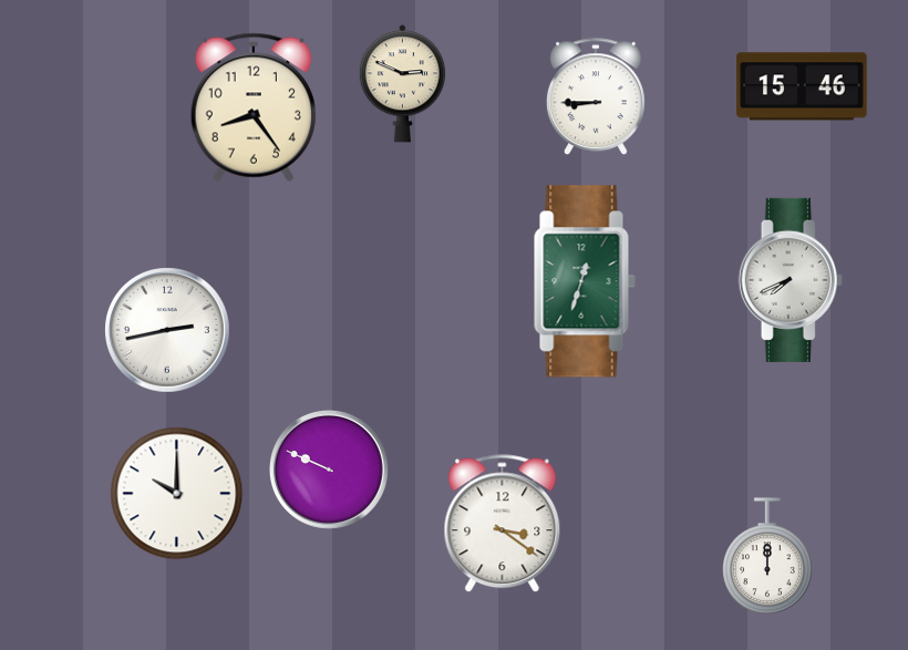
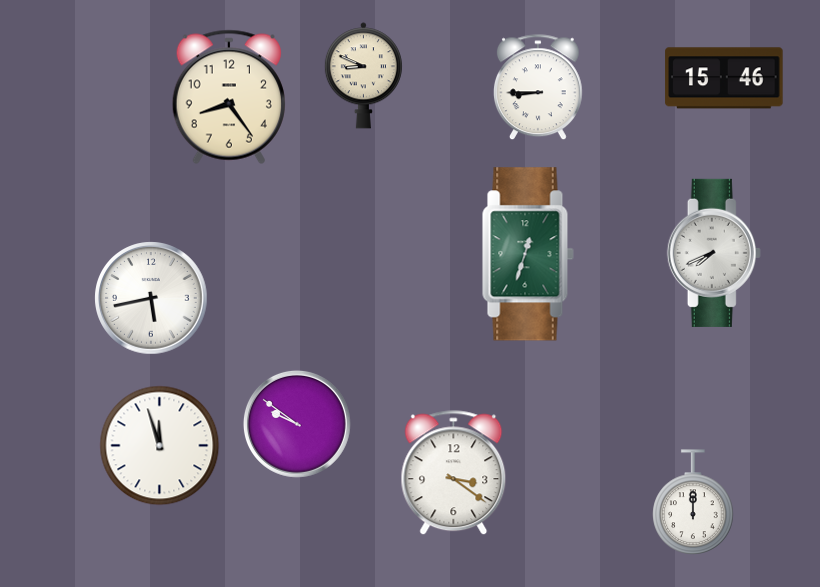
clock at (402, 84): 2:49 -> 8:49
clock at (167, 330): 2:43 -> 5:43
clock at (329, 470): 9:49 -> 9:51
clock at (177, 494): 10:00 -> 11:57
